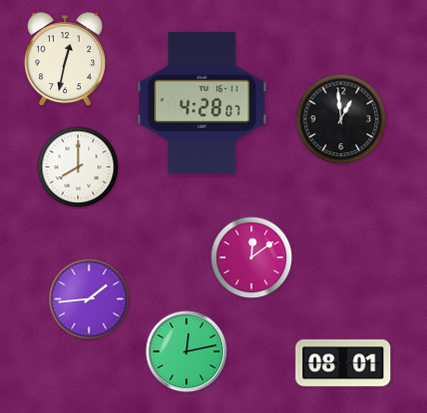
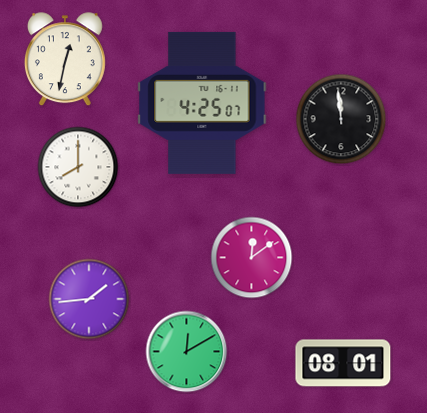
clock at (202, 103): 4:28 -> 4:25
clock at (341, 119): 12:59 -> 11:59
clock at (187, 352): 12:13 -> 12:10
